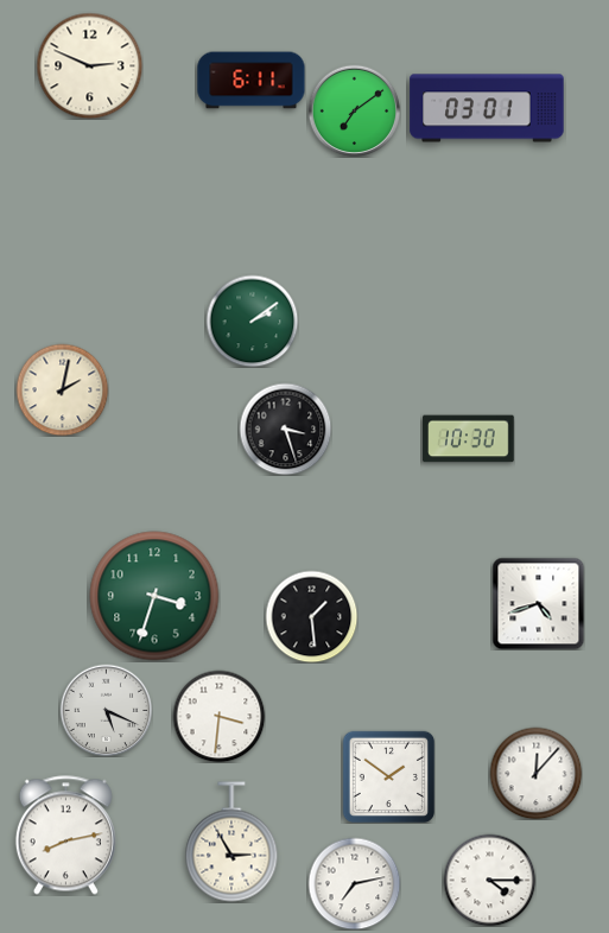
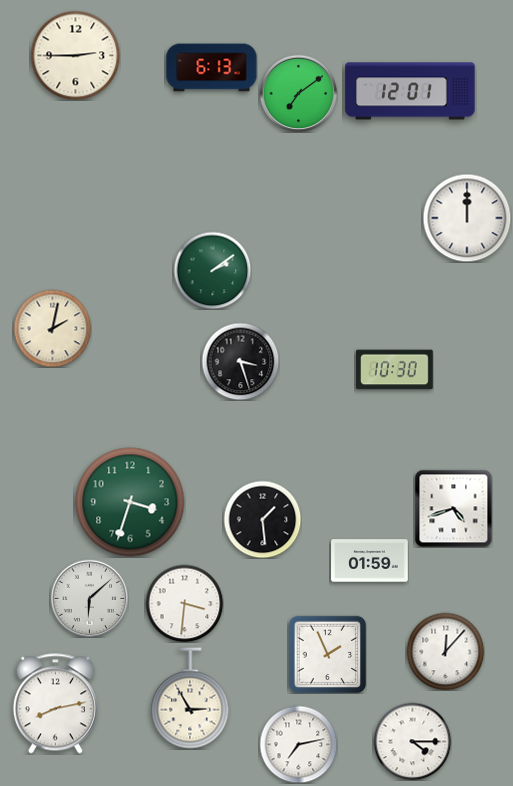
clock at (89, 65): 2:49 -> 2:45
clock at (252, 81): 6:11 -> 6:13
clock at (487, 108): 03:01 -> 12:01
clock at (467, 218): none -> 12:00
clock at (370, 561): none -> 01:59
clock at (106, 710): 5:19 -> 6:08
clock at (535, 773) position: (535, 773) -> (445, 651)
clock at (388, 776): 1:51 -> 1:56
clock at (231, 842) position: (231, 842) -> (190, 698)
